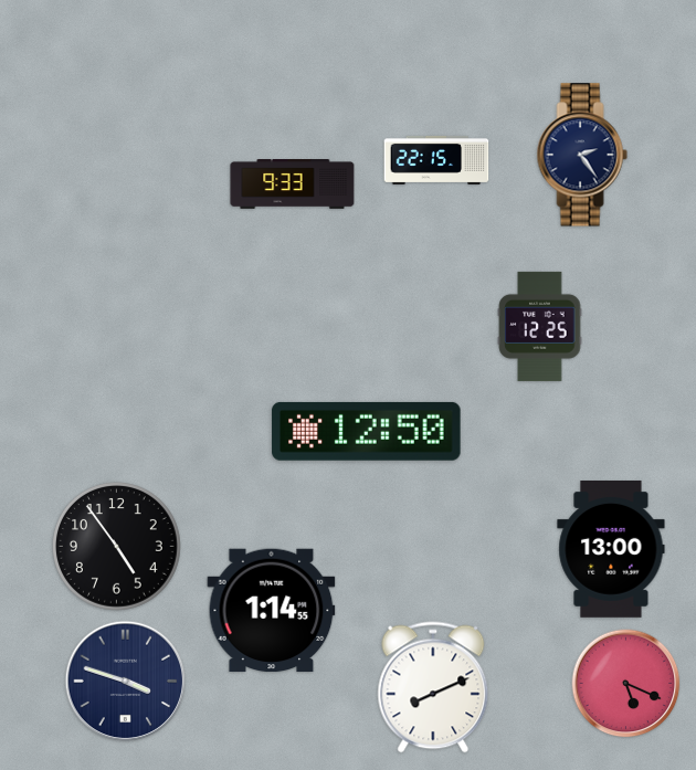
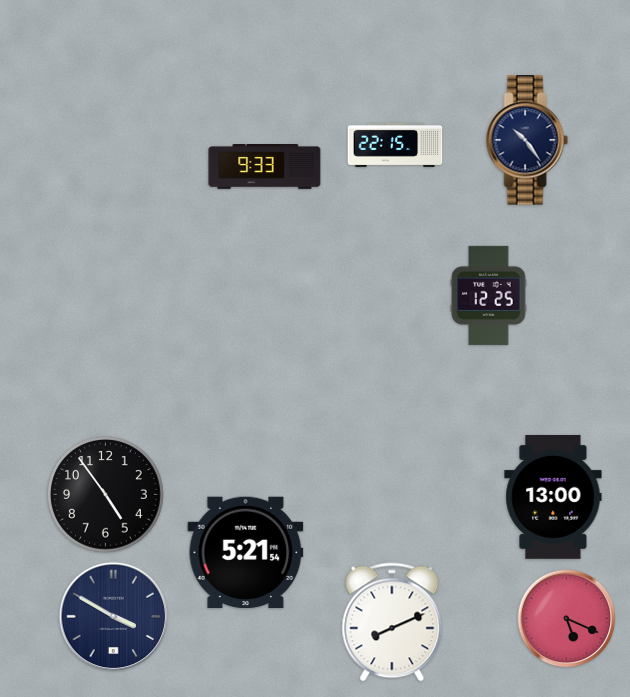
clock at (582, 155): 2:24 -> 10:24
clock at (367, 431): 12:50 -> none
clock at (272, 611): 1:14 -> 5:21
clock at (126, 682): 3:48 -> 3:50
